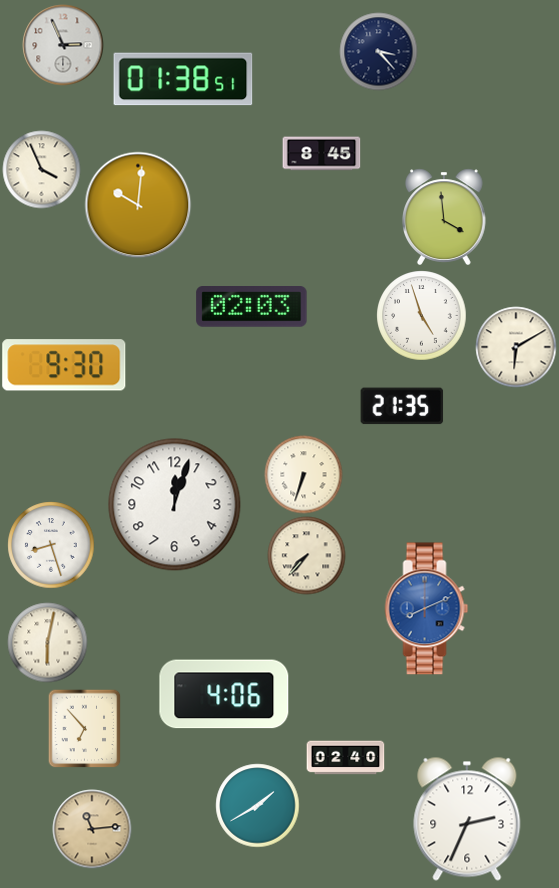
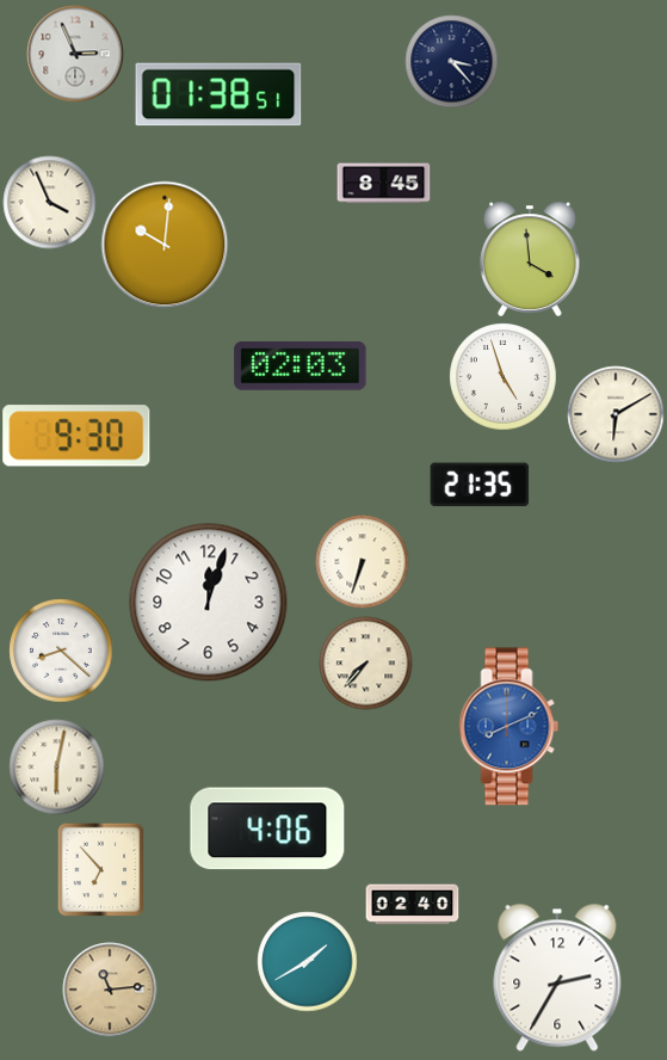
clock at (303, 474) position: (303, 474) -> (362, 561)
clock at (51, 545): 8:27 -> 8:22
clock at (467, 819): 2:34 -> 2:35
